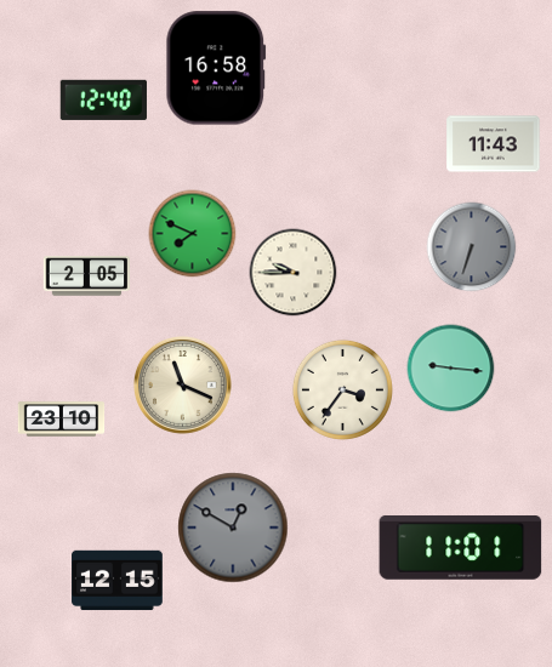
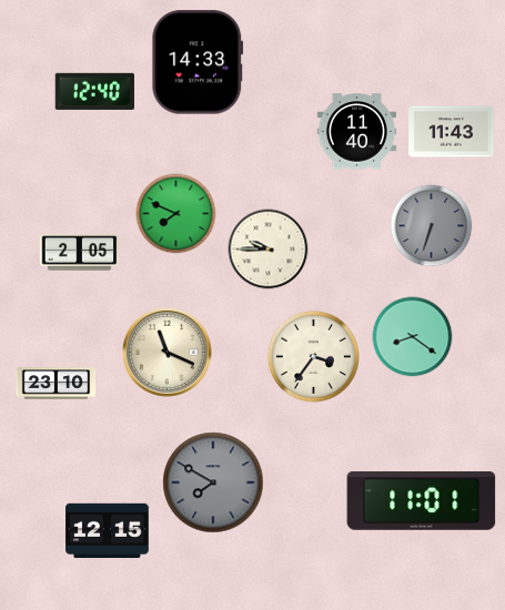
clock at (216, 68): 16:58 -> 14:33
clock at (357, 132): none -> 11:40
clock at (451, 369): 9:16 -> 8:21
clock at (233, 528): 12:50 -> 7:50
